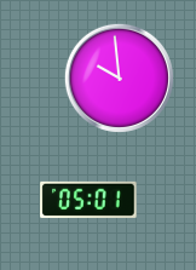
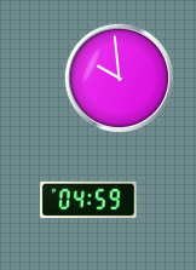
clock at (88, 200): 05:01 -> 04:59
